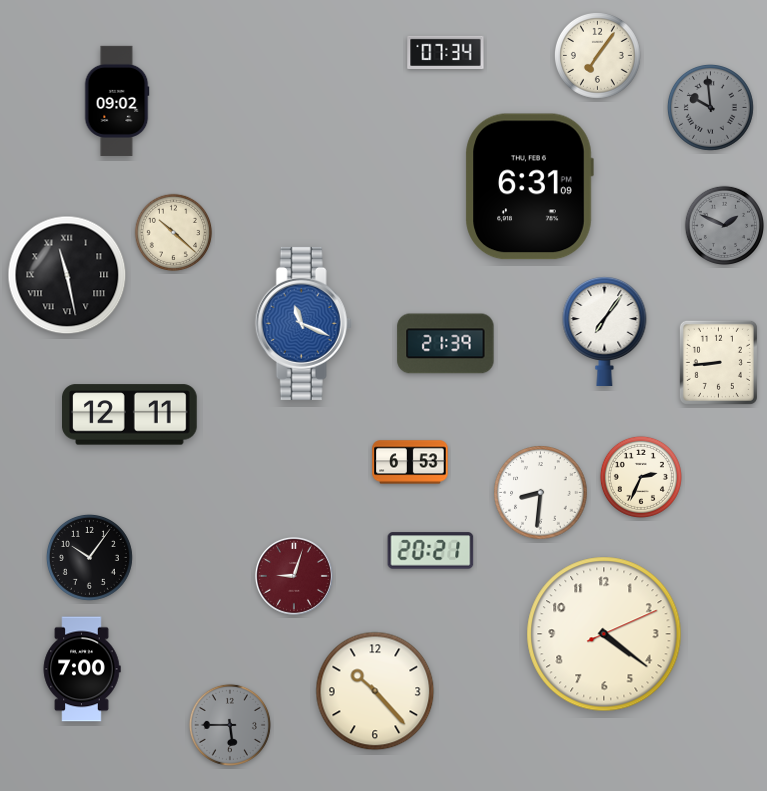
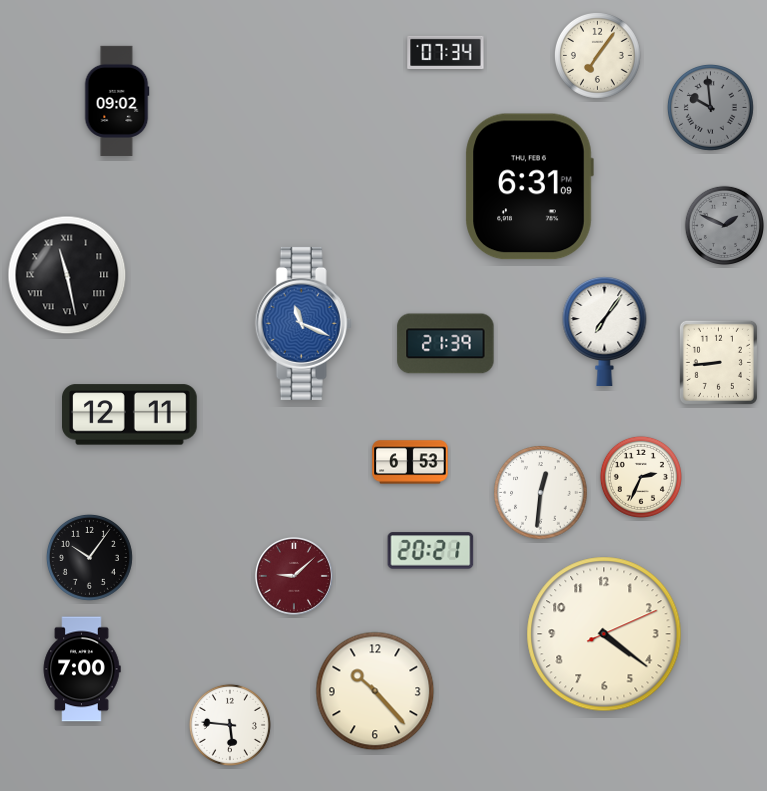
clock at (174, 233): 10:22 -> none
clock at (541, 493): 8:31 -> 12:31
clock at (294, 576): 9:03 -> 9:08
clock at (230, 725): 5:45 -> 5:46
clock at (230, 725) dial: grey -> white
